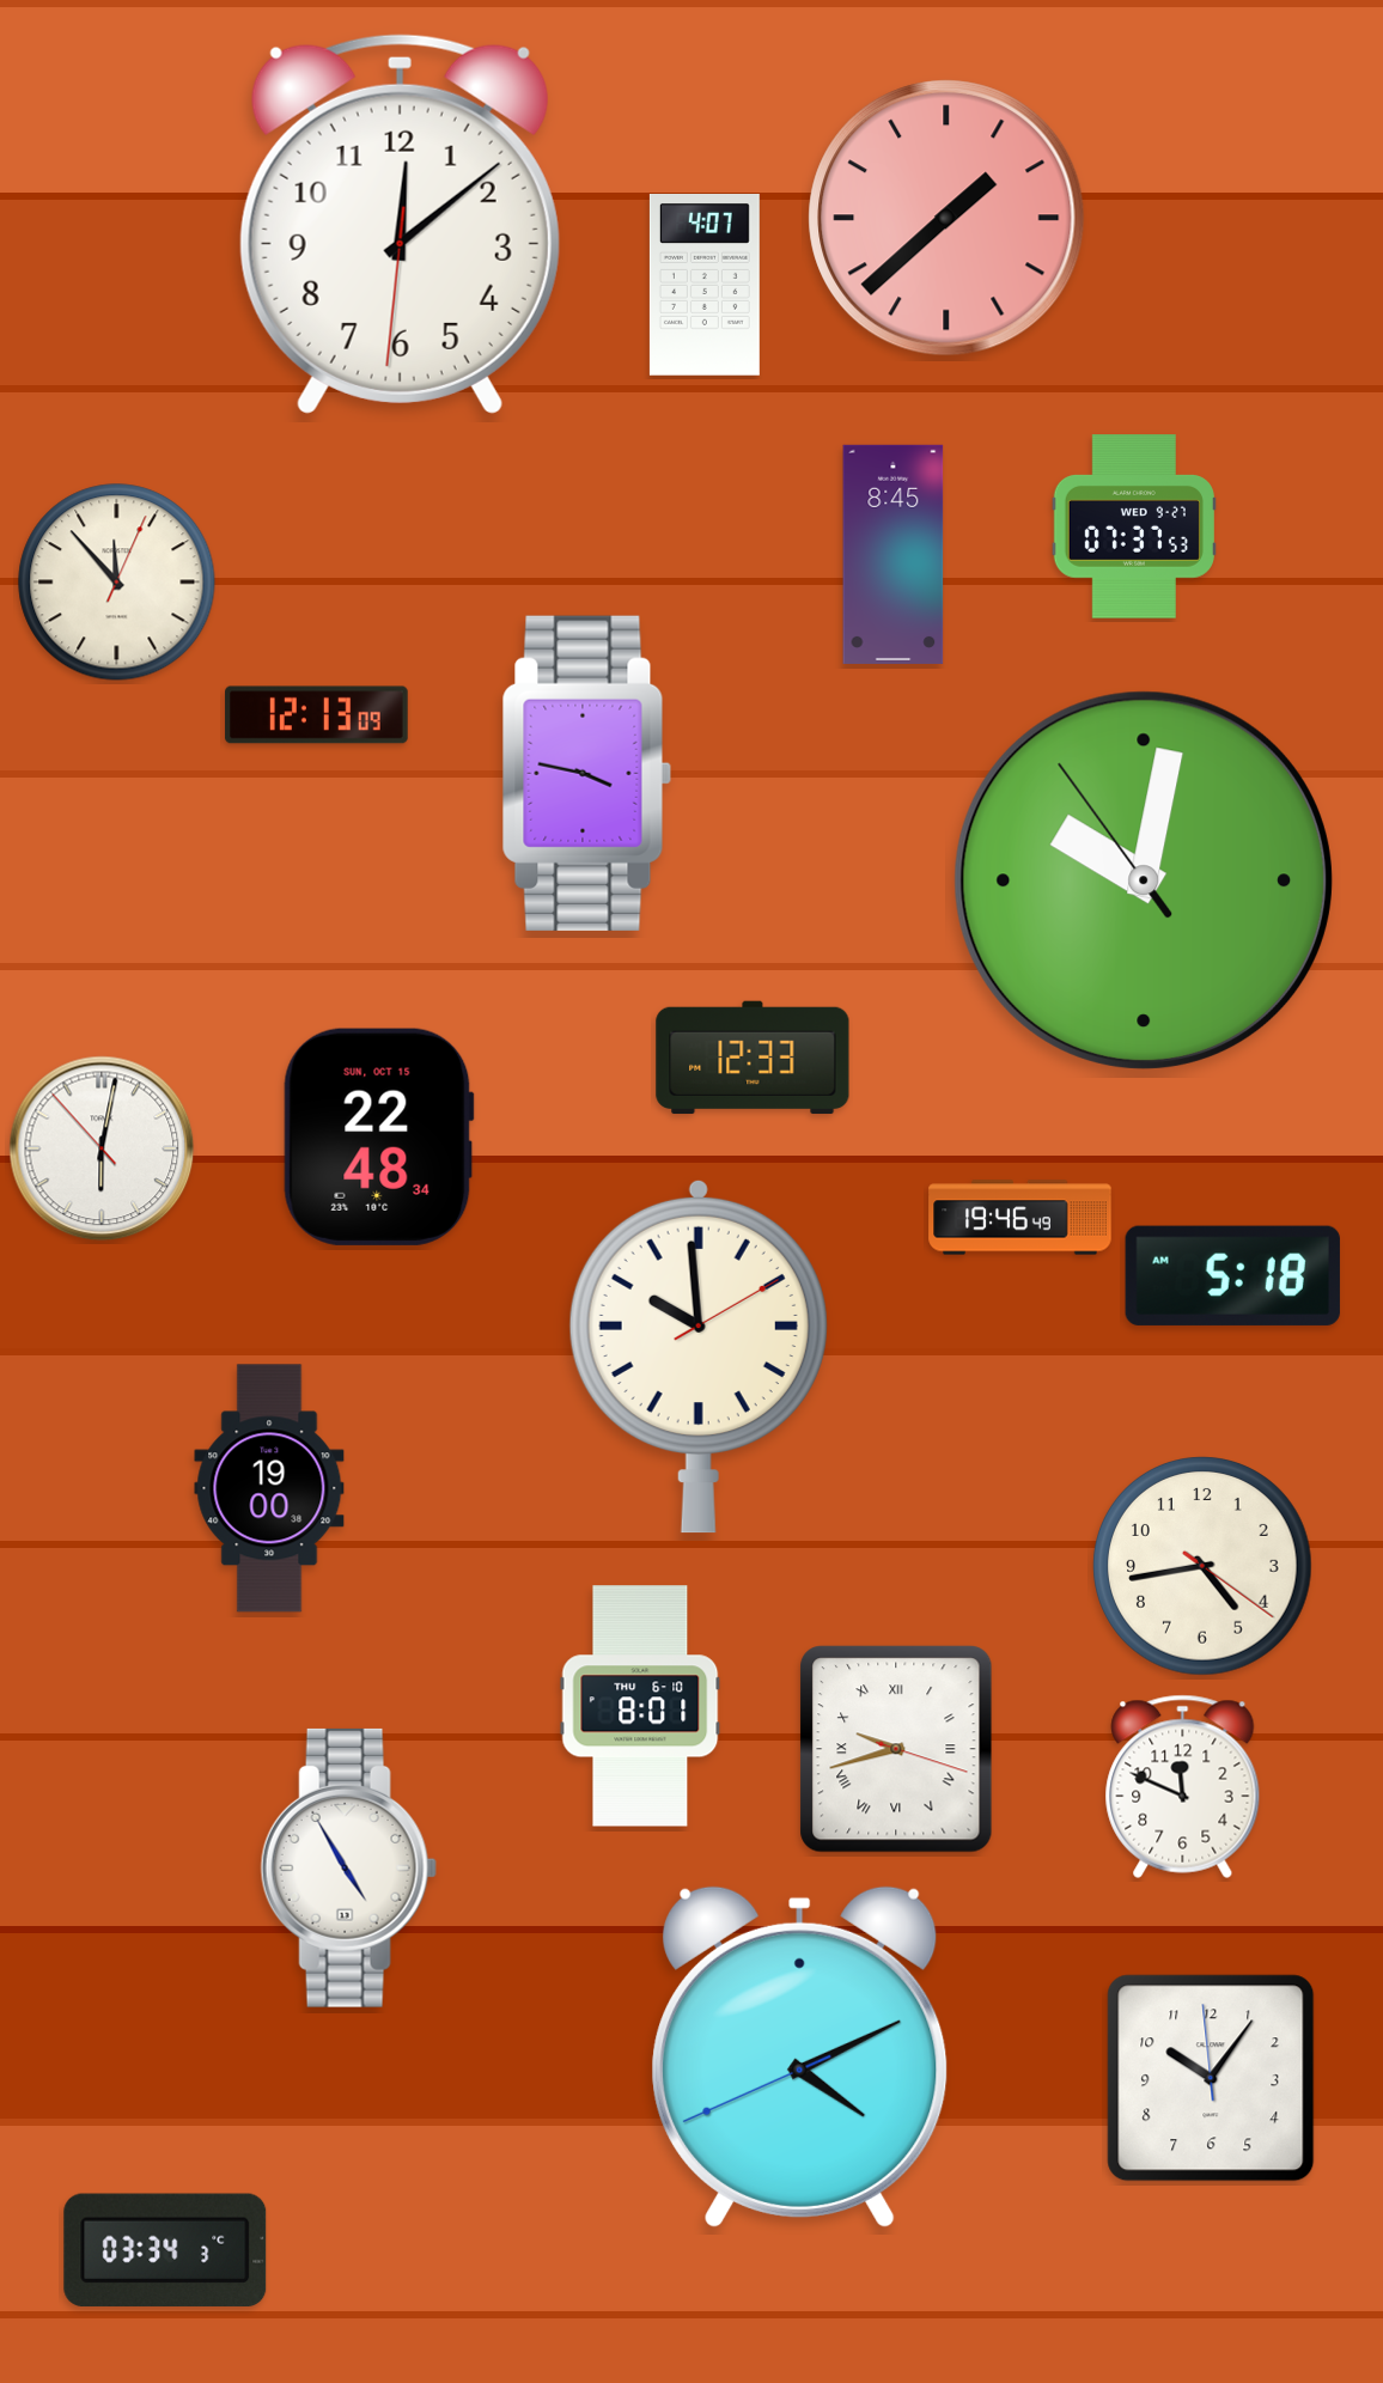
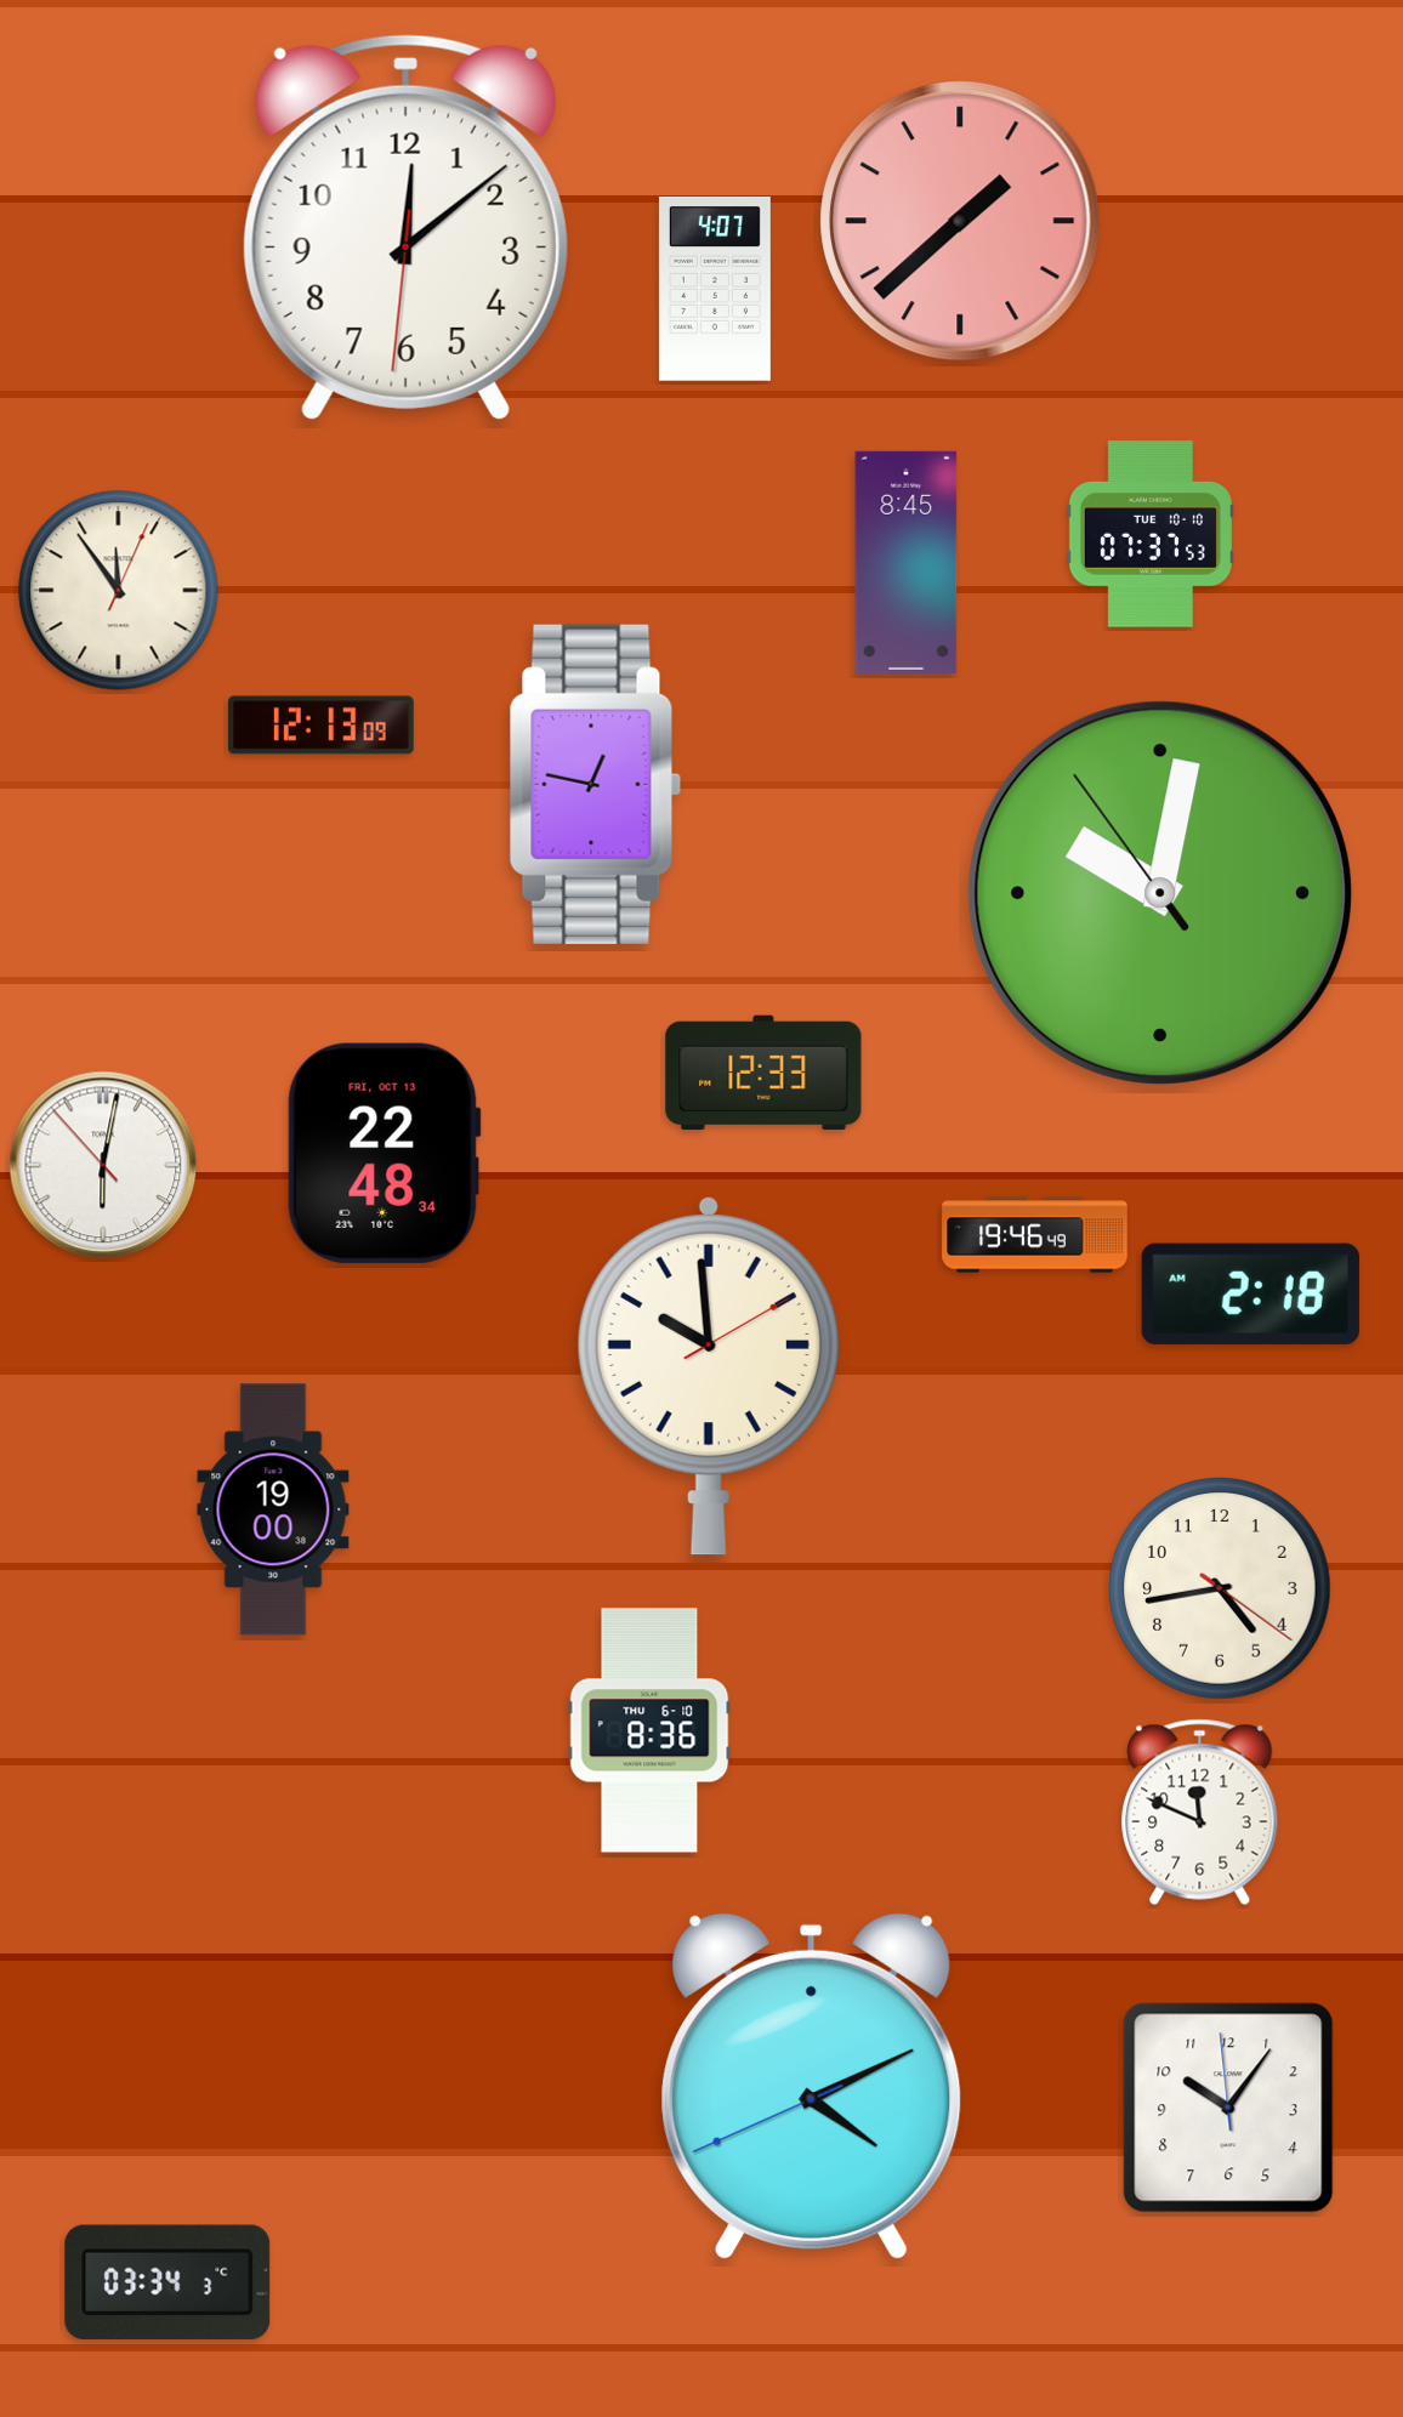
clock at (1134, 526) date: WED 9-27 -> TUE 10-10
clock at (117, 583): 11:53 -> 11:54
clock at (586, 773): 3:47 -> 12:47
clock at (378, 1136) date: SUN, OCT 15 -> FRI, OCT 13
clock at (1232, 1275): 5:18 -> 2:18
clock at (640, 1706): 8:01 -> 8:36
clock at (896, 1749): 9:42 -> none
clock at (348, 1867): 4:55 -> none
